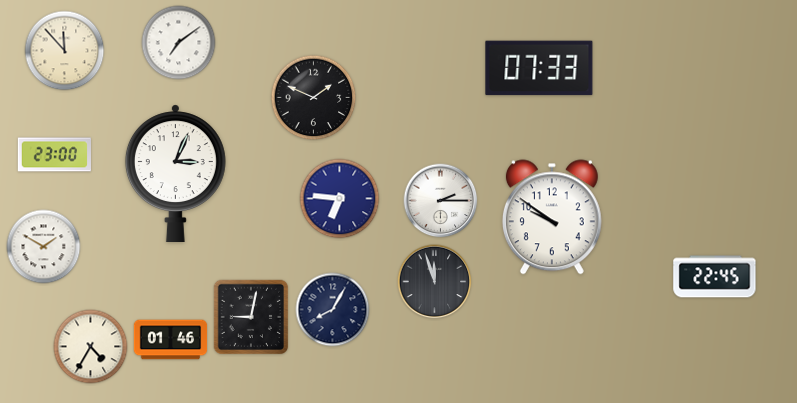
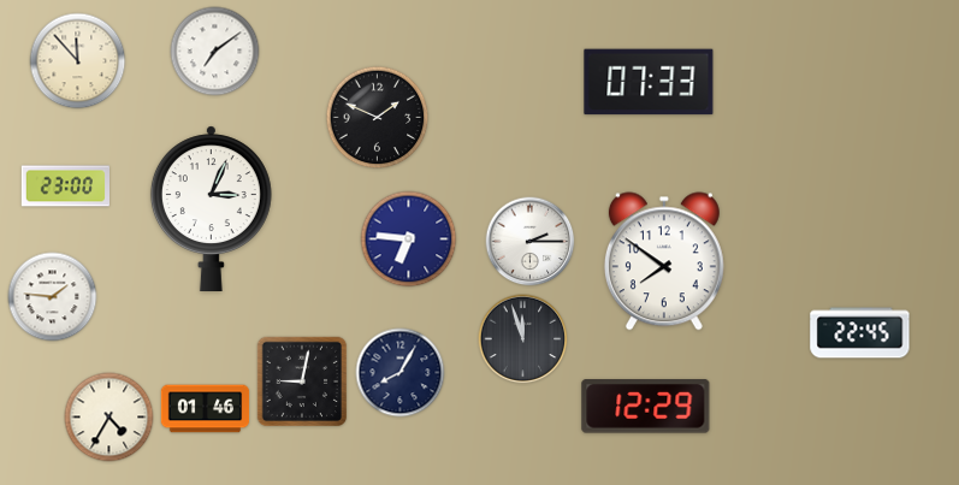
clock at (552, 217): 9:51 -> 7:51
clock at (44, 247): 1:50 -> 1:46
clock at (646, 407): none -> 12:29
